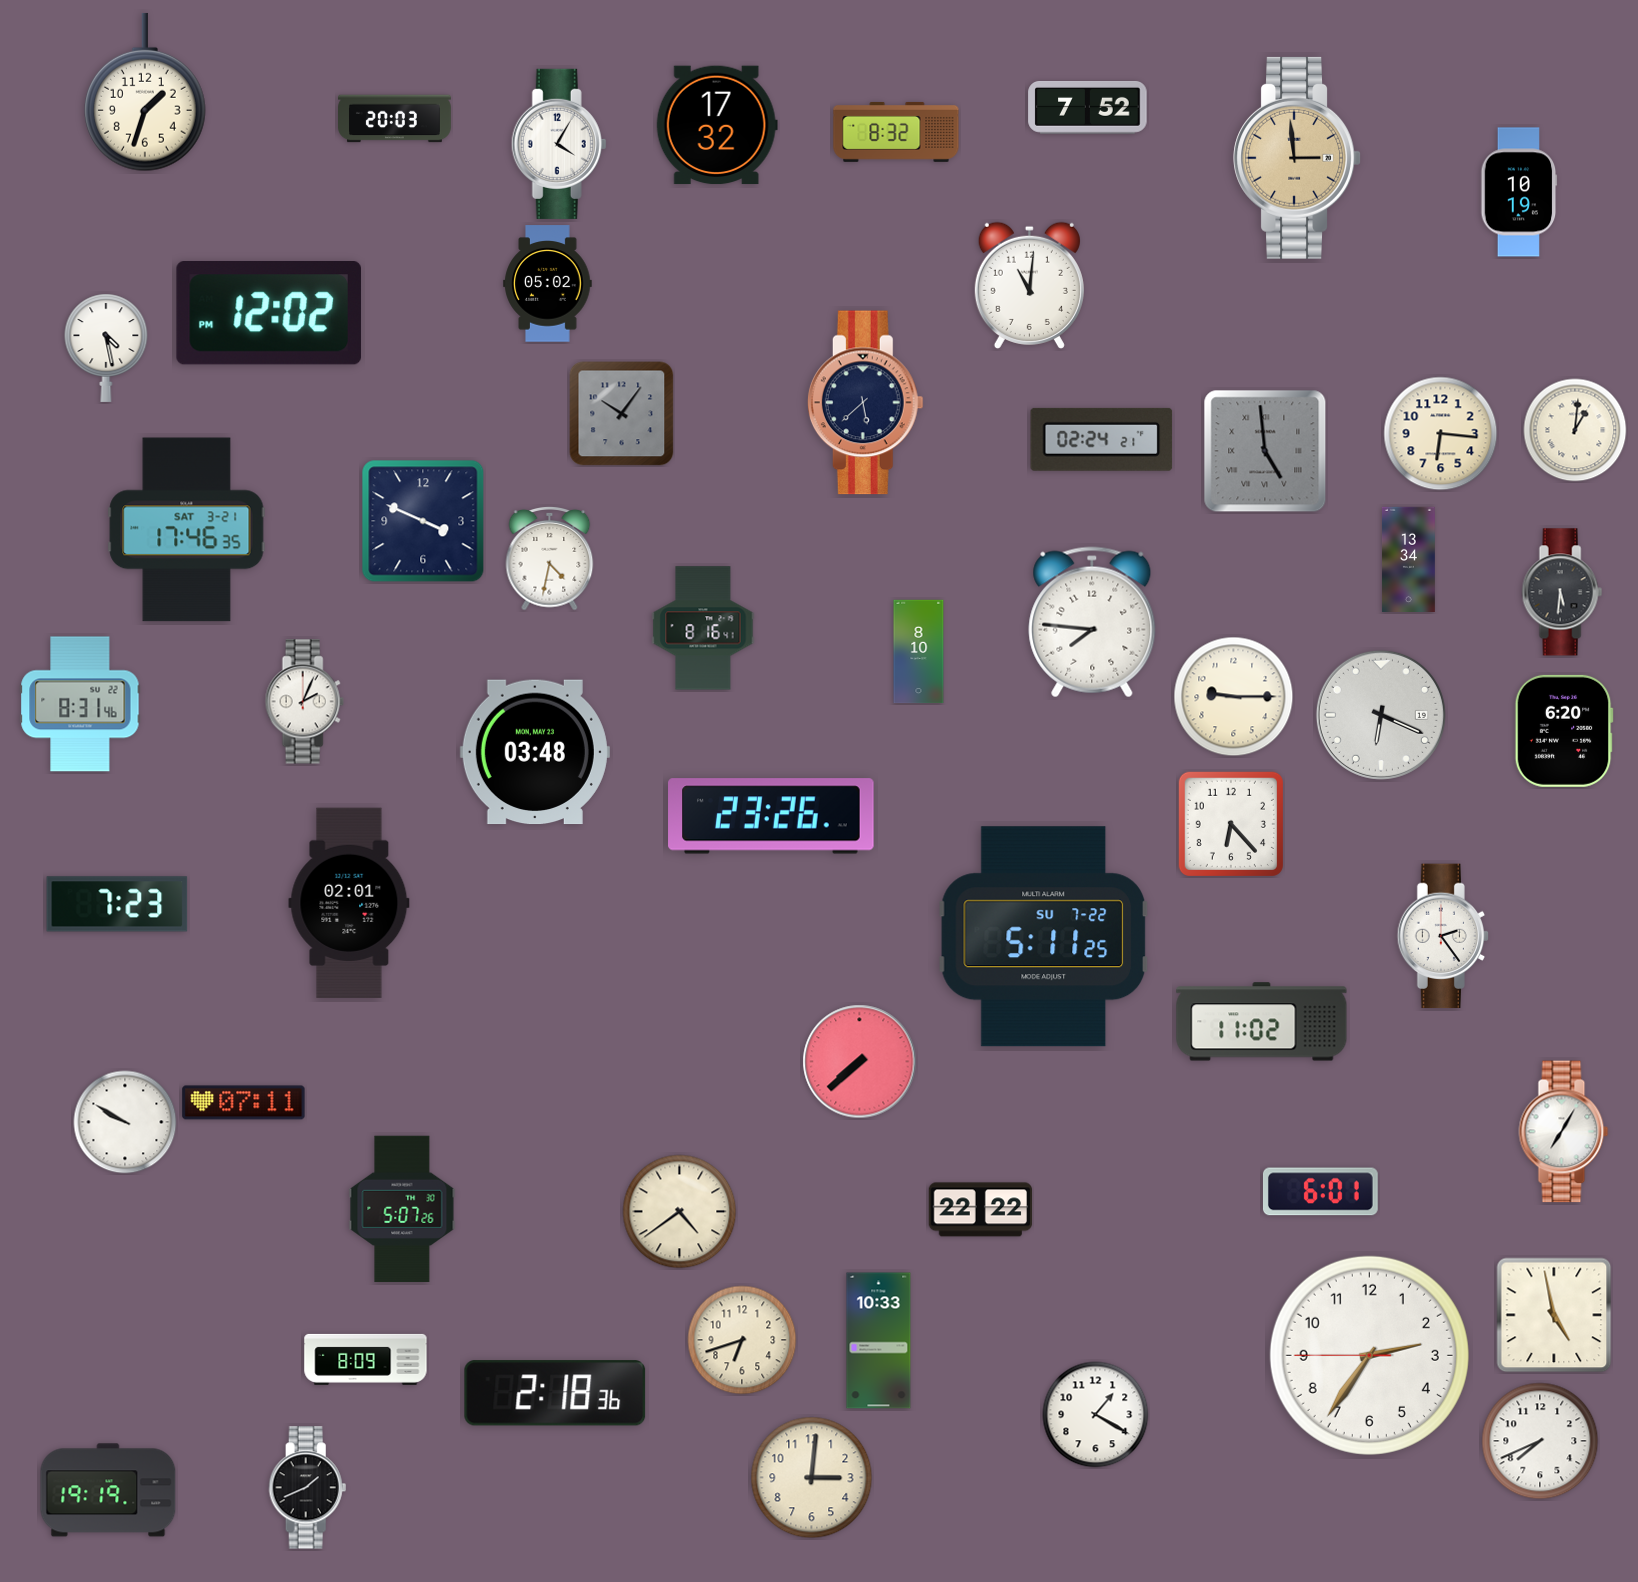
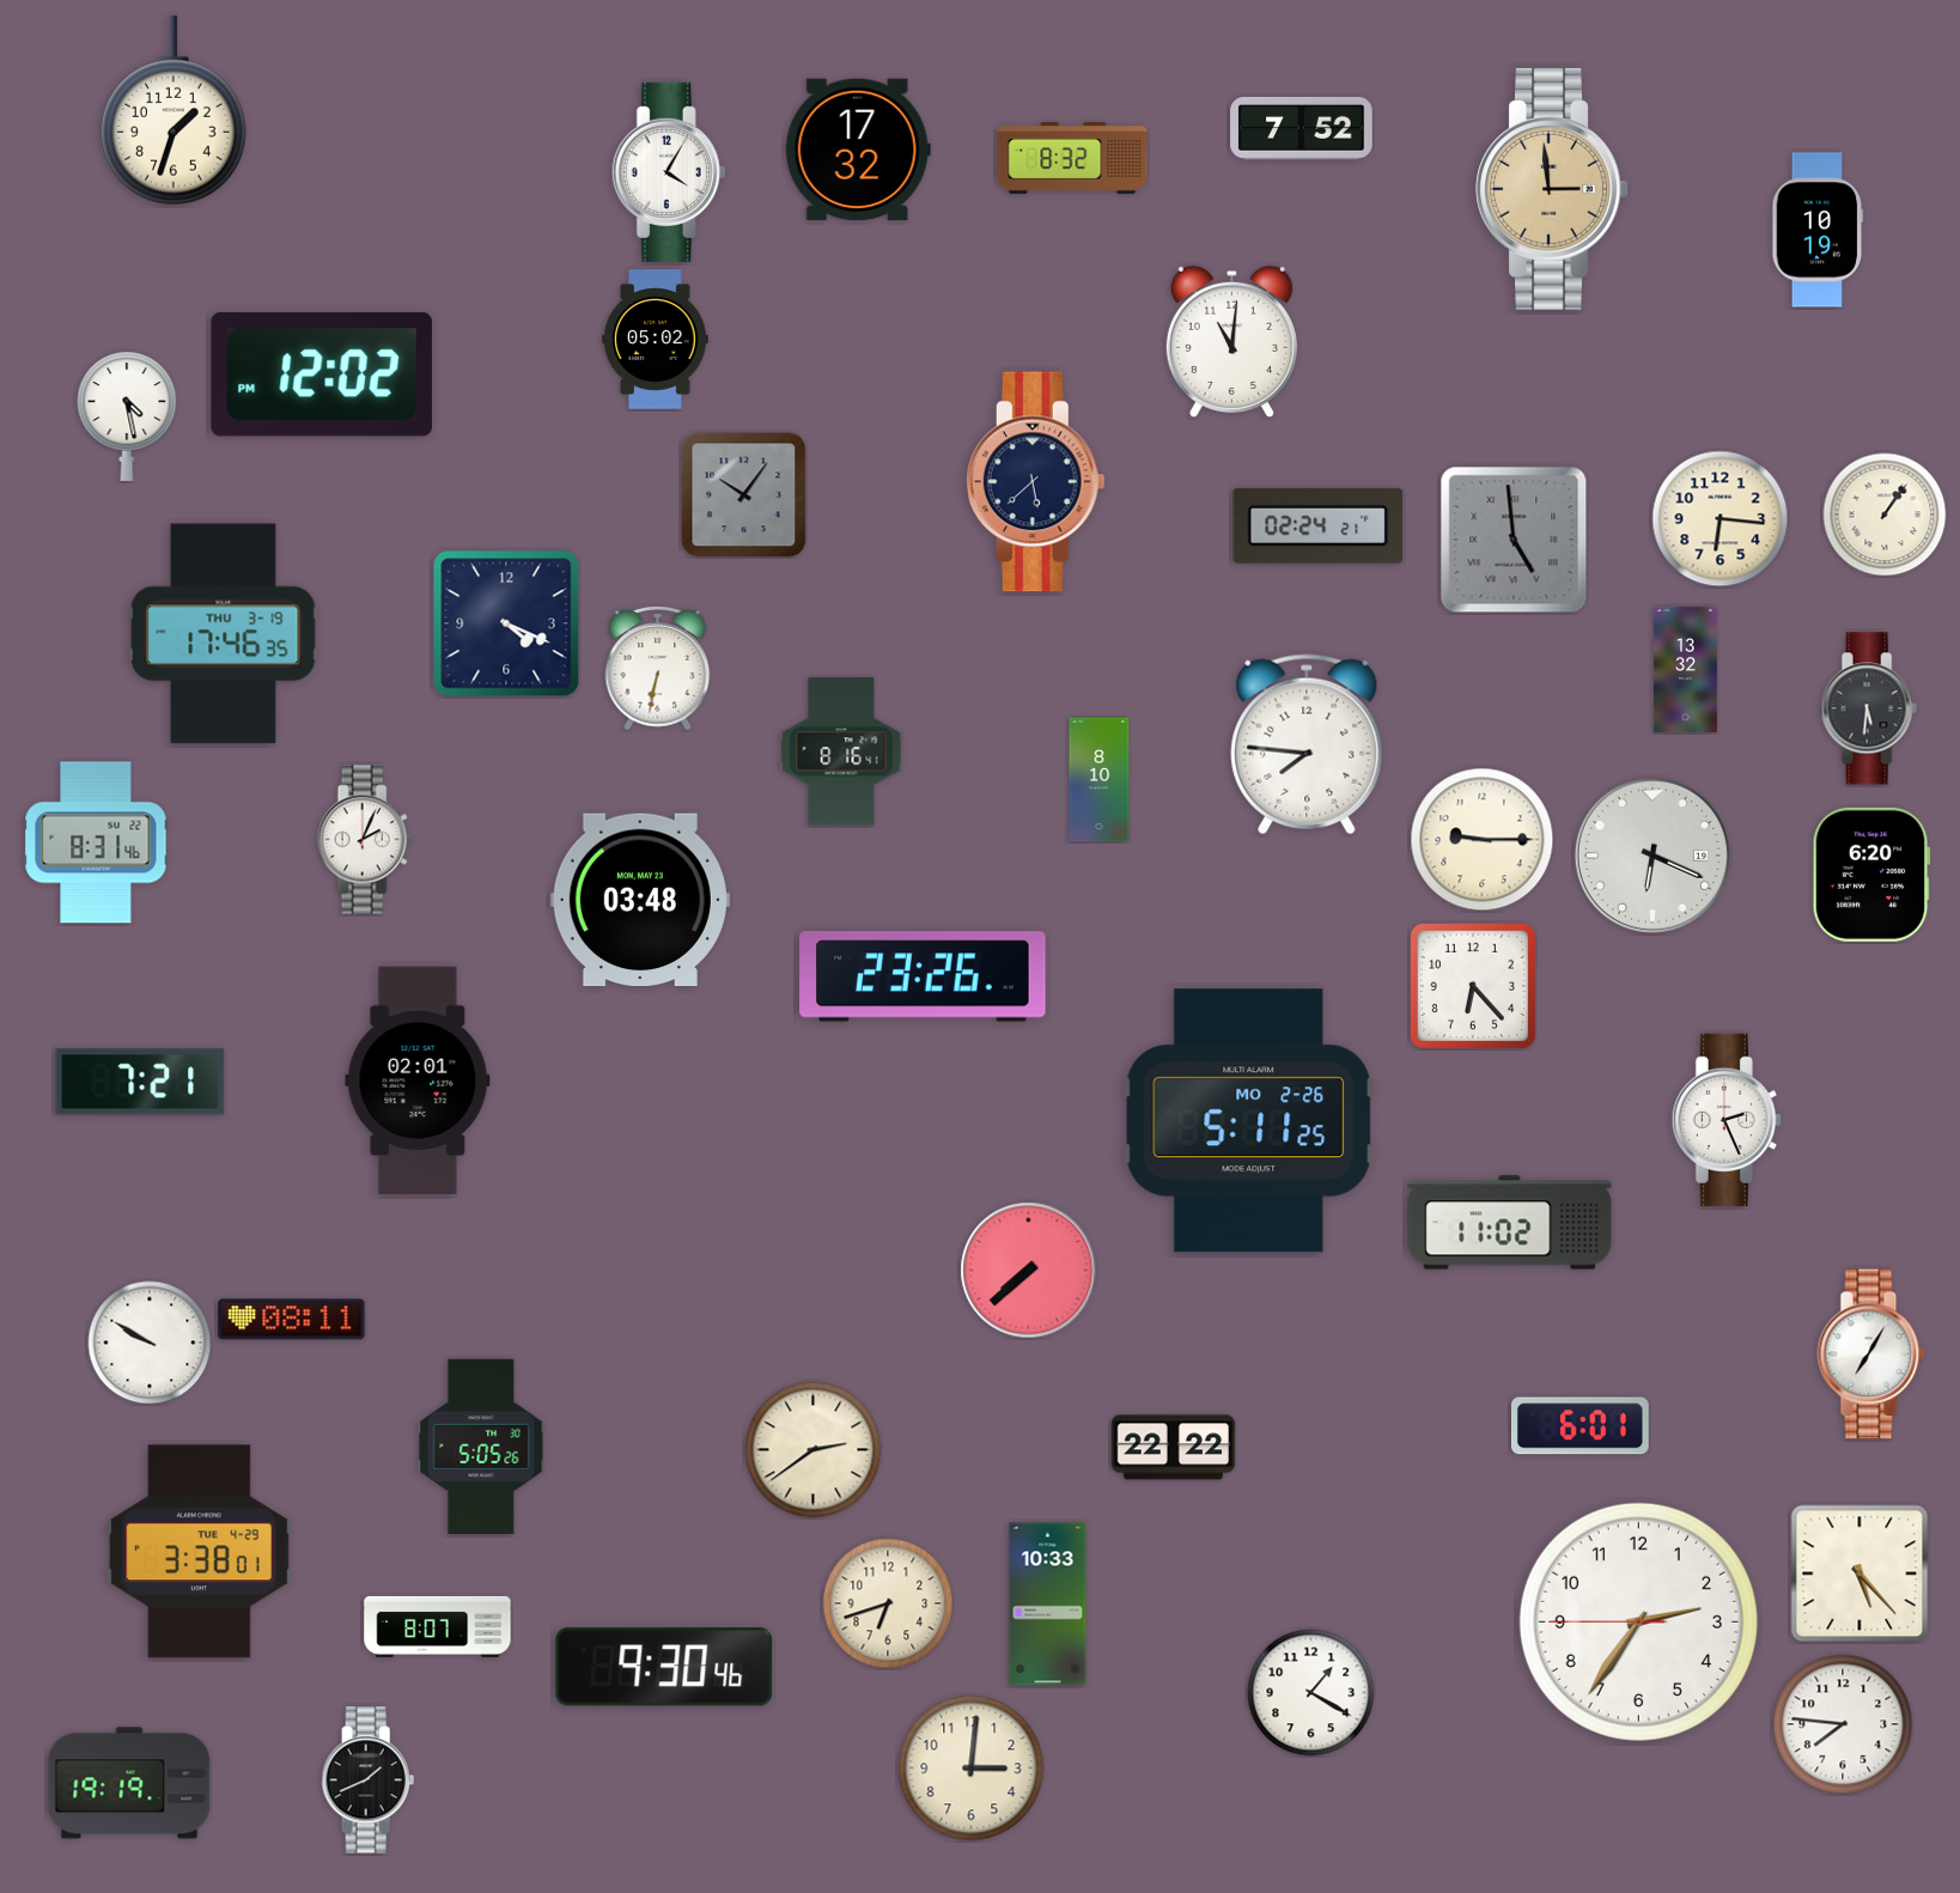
clock at (395, 119): 20:03 -> none
clock at (1575, 430): 1:01 -> 1:06
clock at (1441, 434) position: (1441, 434) -> (1721, 519)
clock at (423, 521): 3:49 -> 4:19
clock at (187, 530) date: SAT 3-21 -> THU 3-19
clock at (550, 558): 4:32 -> 6:32
clock at (1409, 559): 13:34 -> 13:32
clock at (1234, 697) position: (1234, 697) -> (1483, 840)
clock at (117, 904): 7:23 -> 7:21
clock at (1443, 936): 2:24 -> 2:26
clock at (1043, 937) date: SU 7-22 -> MO 2-26
clock at (244, 1103): 07:11 -> 08:11
clock at (402, 1209): 5:07 -> 5:05
clock at (680, 1212): 4:39 -> 2:39
clock at (199, 1552): none -> 3:38
clock at (1554, 1315): 4:58 -> 5:23
clock at (879, 1341) position: (879, 1341) -> (1048, 1605)
clock at (366, 1359): 8:09 -> 8:07
clock at (555, 1393): 2:18 -> 9:30
clock at (1540, 1441): 7:41 -> 7:46
